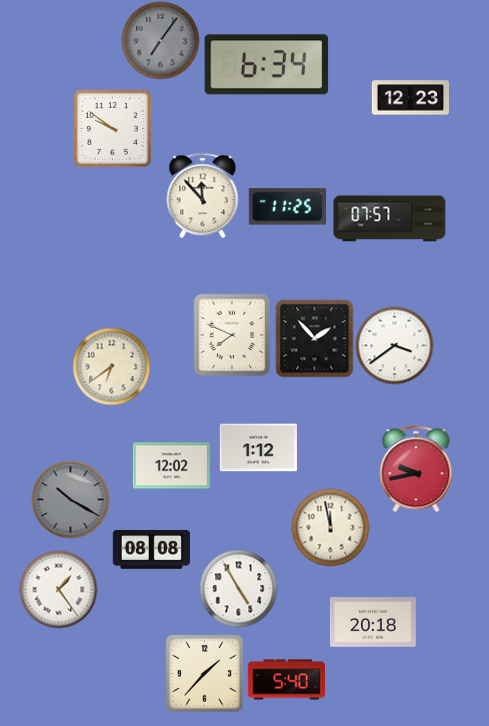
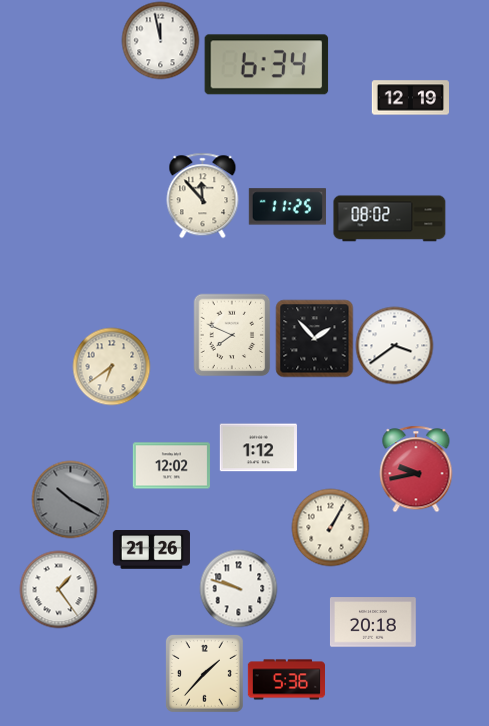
clock at (160, 40): 7:06 -> 11:58
clock at (160, 40) dial: grey -> white
clock at (410, 98): 12:23 -> 12:19
clock at (112, 128): 9:51 -> none
clock at (390, 219): 07:57 -> 08:02
clock at (330, 527): 11:58 -> 1:05
clock at (151, 550): 08:08 -> 21:26
clock at (238, 588): 4:55 -> 9:48
clock at (286, 680): 5:40 -> 5:36
